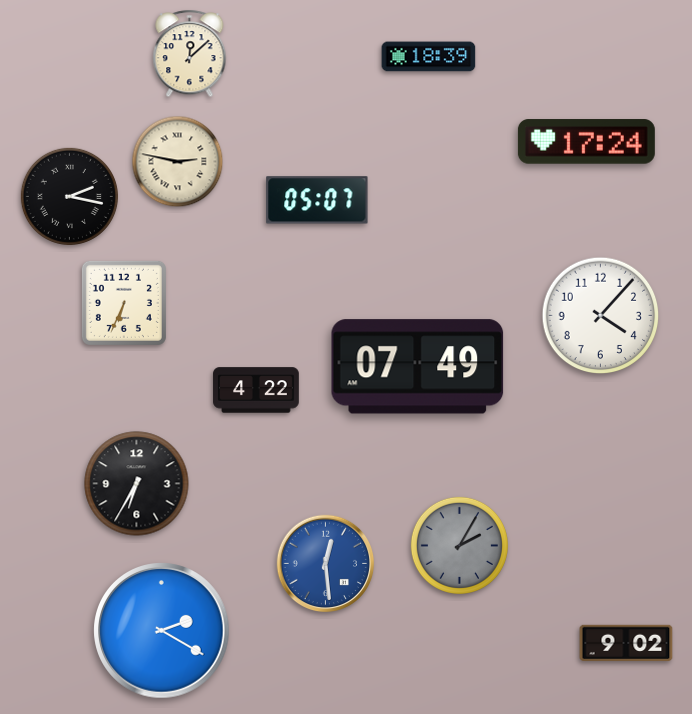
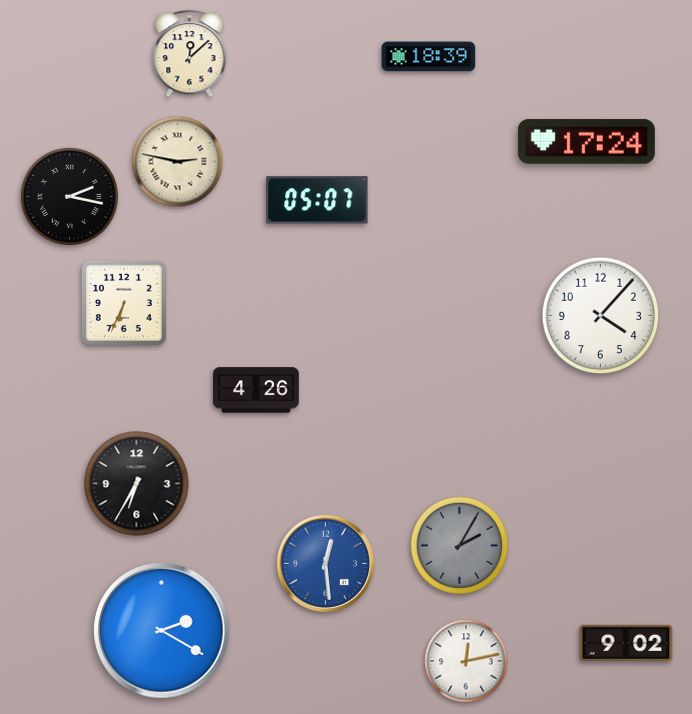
clock at (418, 367): 07:49 -> none
clock at (256, 390): 4:22 -> 4:26
clock at (466, 661): none -> 12:13
